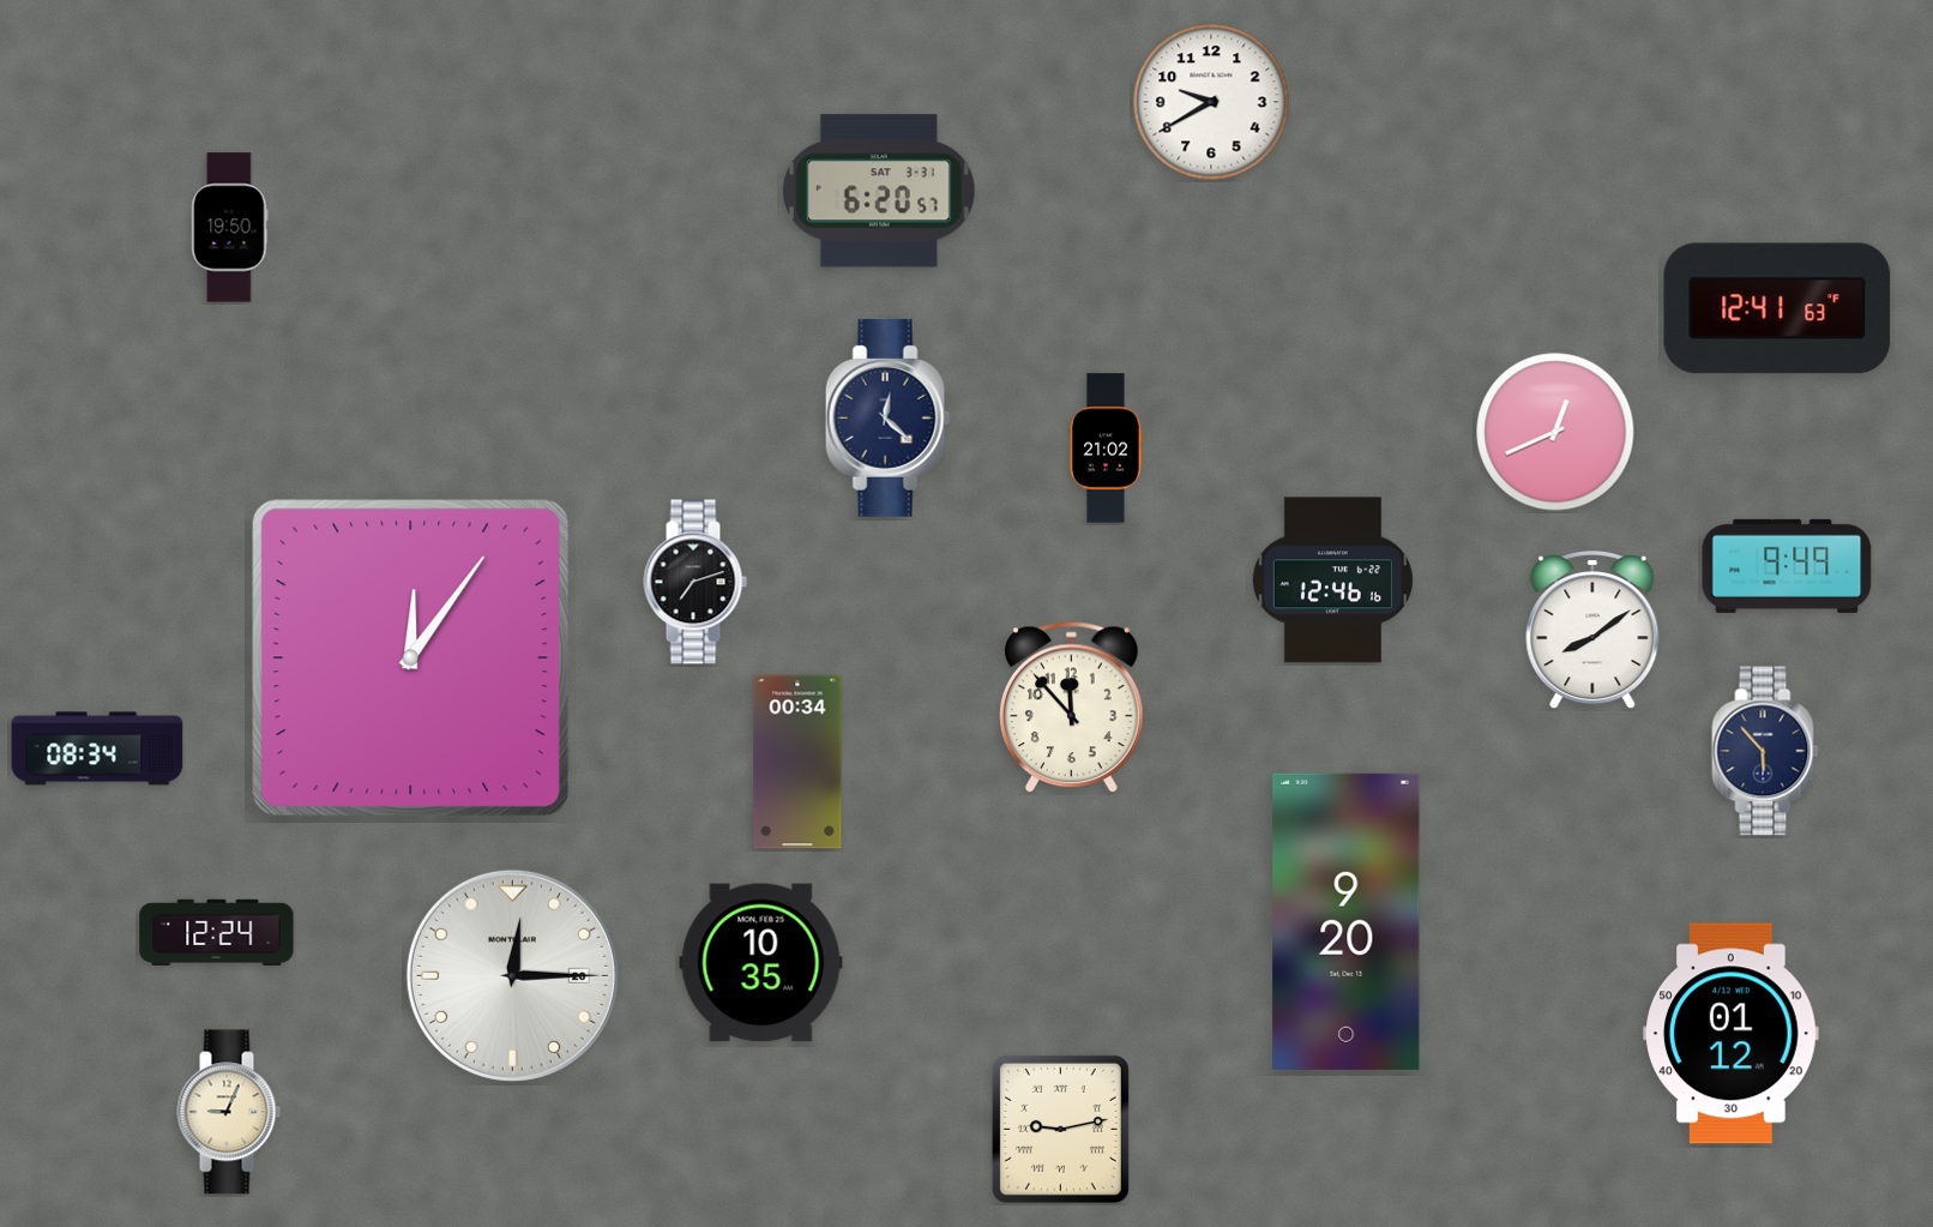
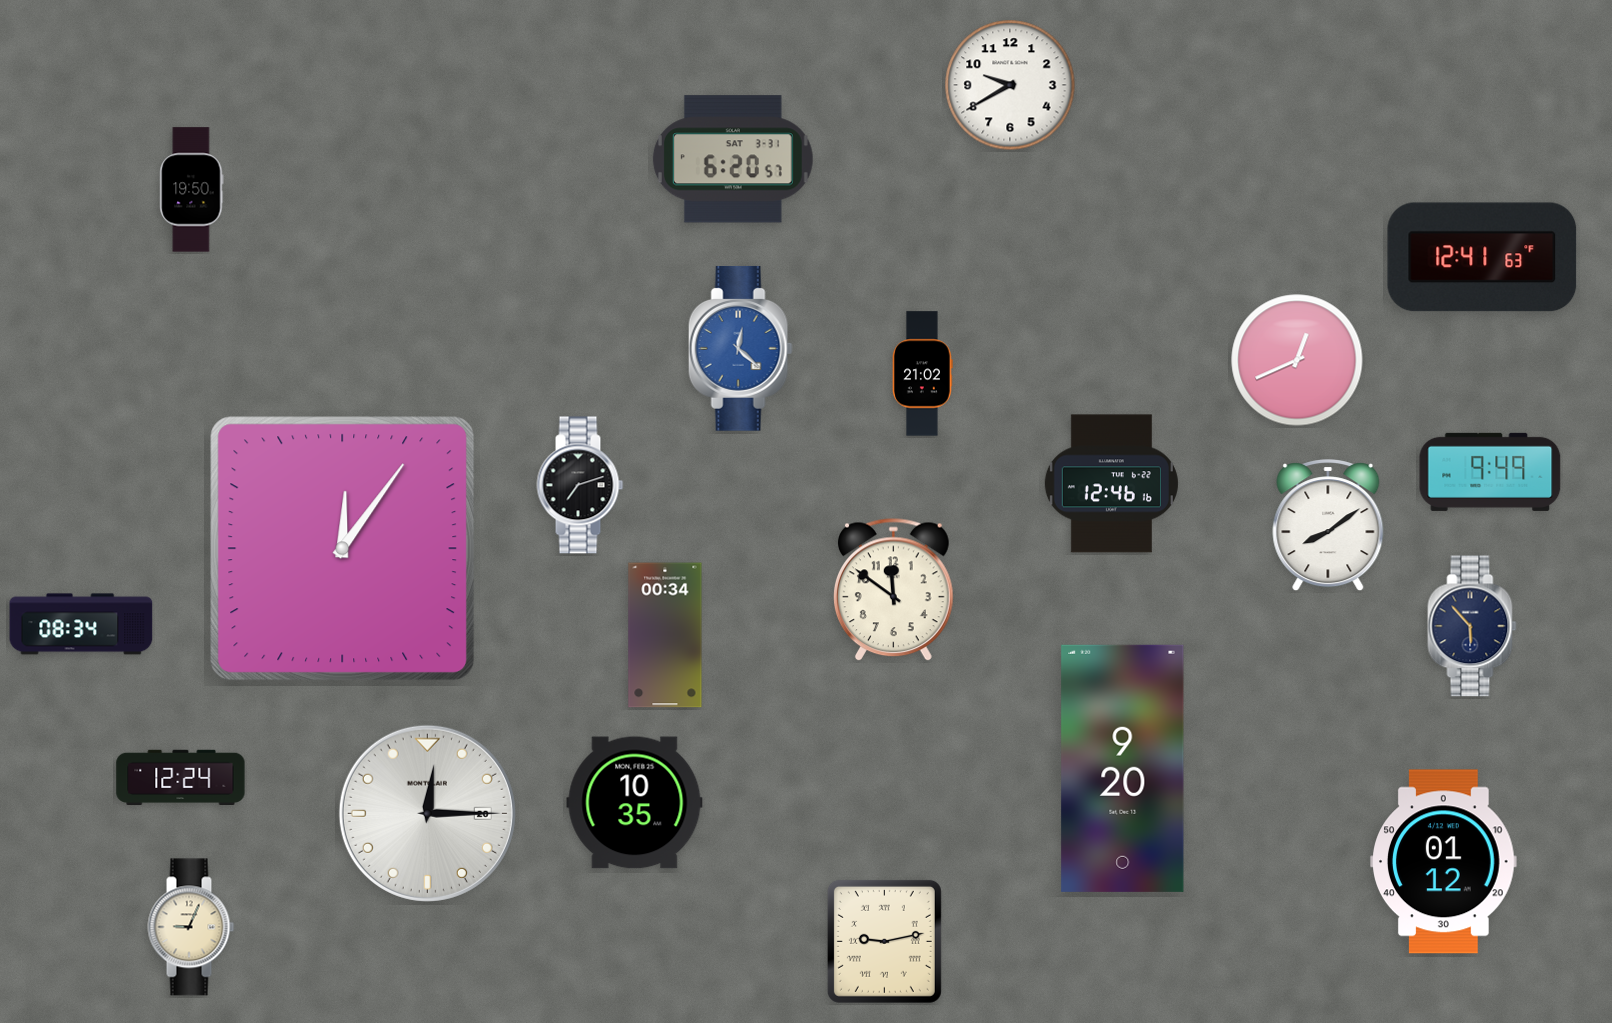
clock at (887, 419) dial: navy -> blue
clock at (1072, 708): 11:53 -> 11:51
